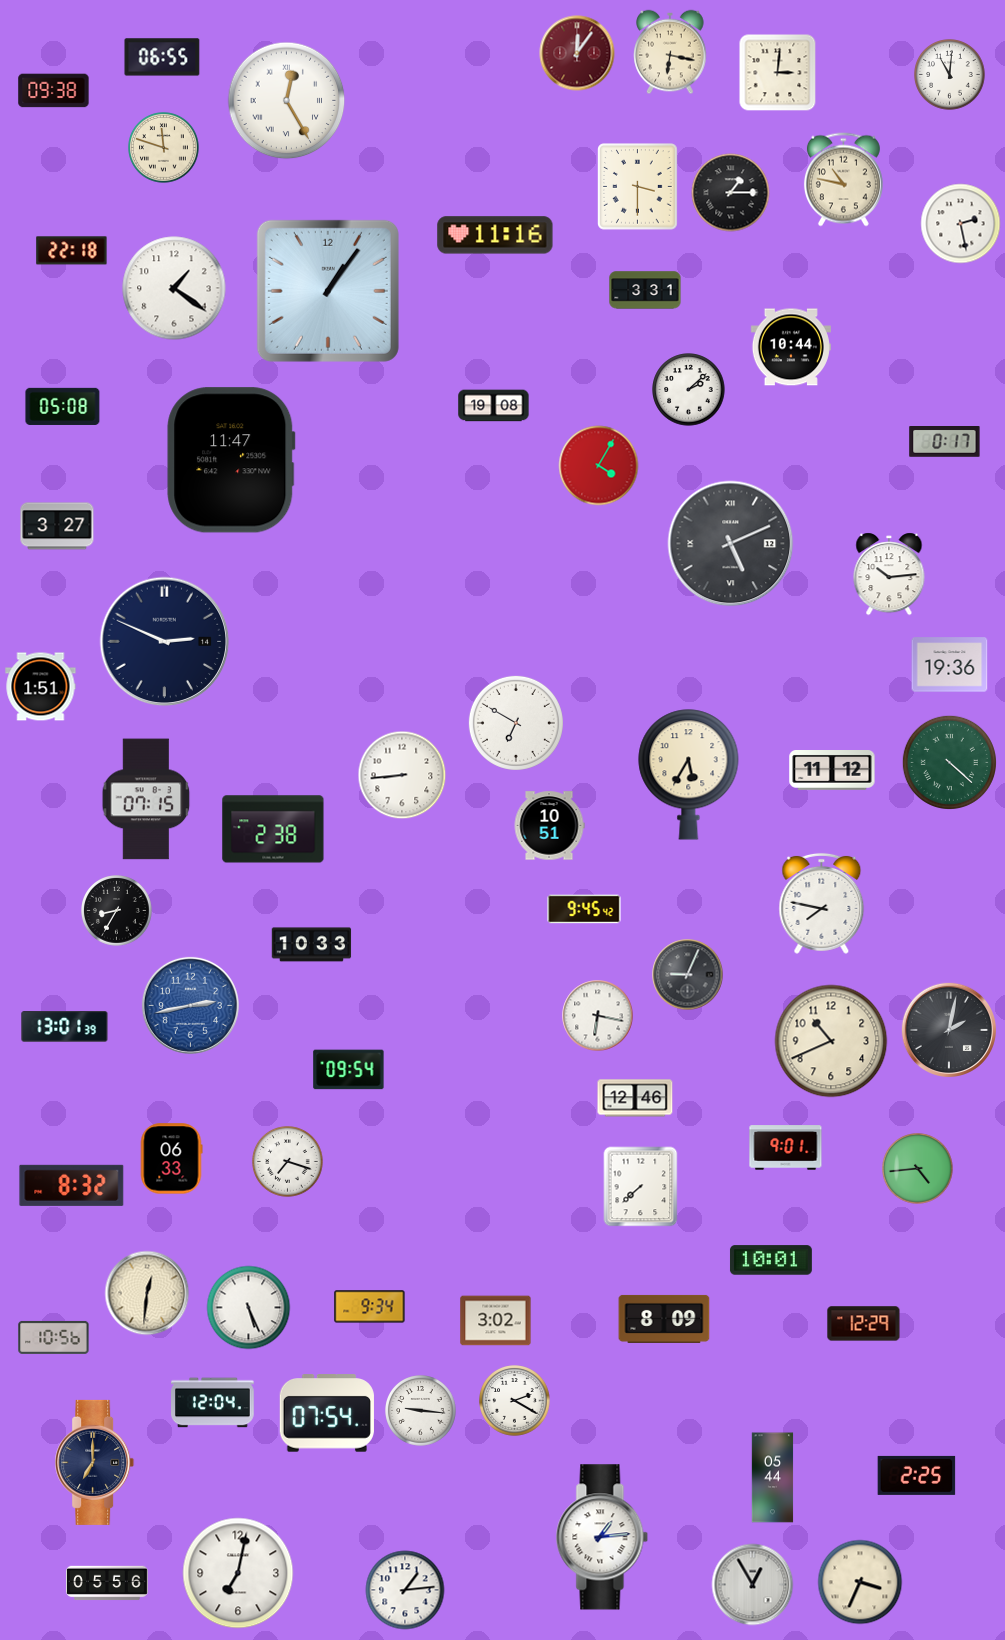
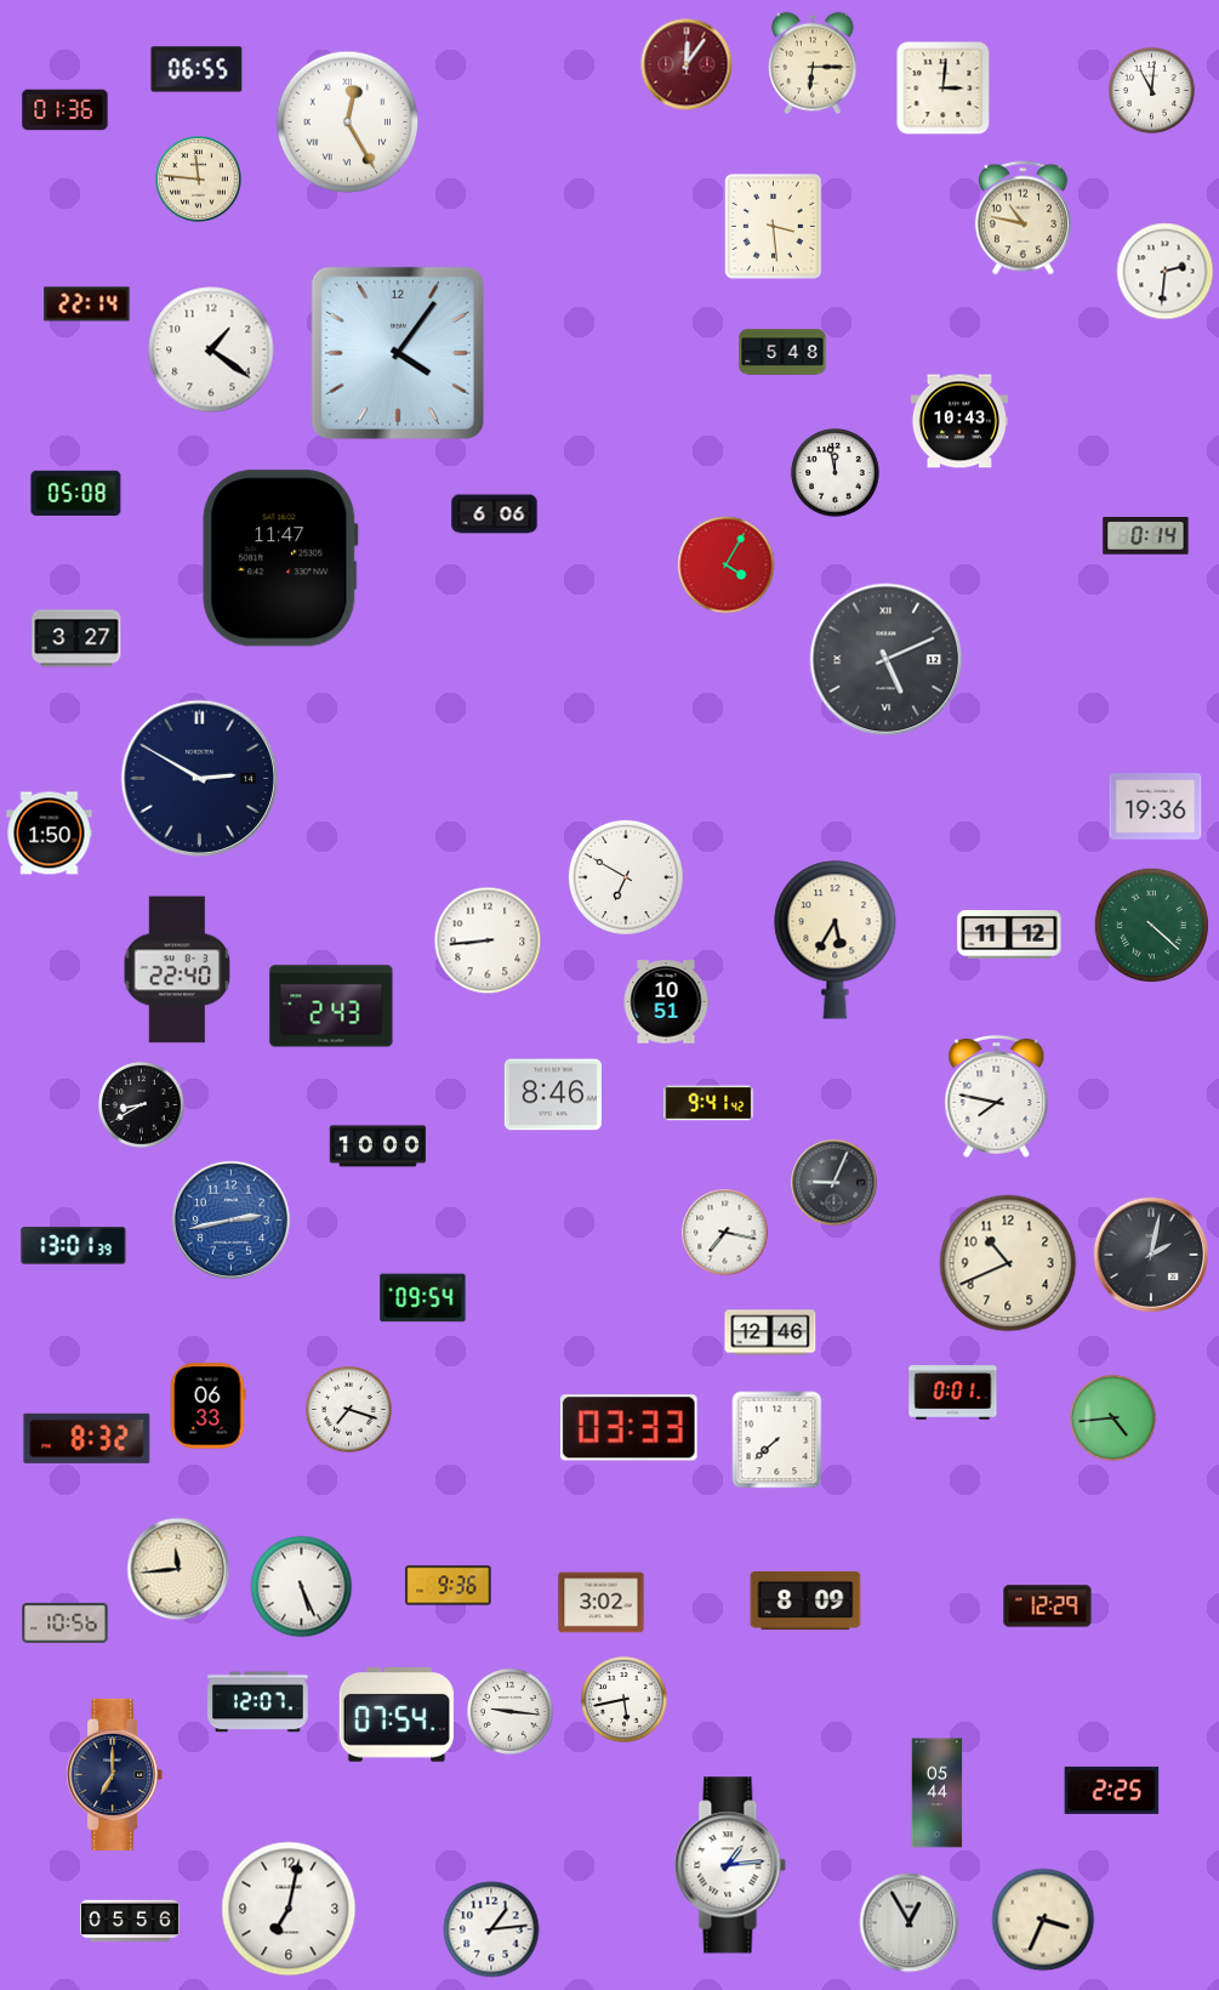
clock at (670, 52): 6:17 -> 6:15
clock at (577, 53) position: (577, 53) -> (687, 64)
clock at (54, 91): 09:38 -> 01:36
clock at (164, 148): 11:48 -> 11:46
clock at (638, 187): 3:30 -> 3:29
clock at (731, 193): 1:15 -> none
clock at (961, 224): 2:28 -> 2:31
clock at (495, 235): 11:16 -> none
clock at (72, 251): 22:18 -> 22:14
clock at (645, 290): 3:31 -> 5:48
clock at (328, 291): 1:06 -> 4:06
clock at (791, 347): 10:44 -> 10:43
clock at (689, 390): 2:08 -> 11:58
clock at (494, 406): 19:08 -> none
clock at (495, 514): none -> 6:06
clock at (945, 442): 0:17 -> 0:14
clock at (57, 526) position: (57, 526) -> (76, 638)
clock at (889, 574): 10:14 -> none
clock at (165, 642): 2:49 -> 2:50
clock at (950, 665) position: (950, 665) -> (1156, 807)
clock at (41, 687): 1:51 -> 1:50
clock at (146, 799): 07:15 -> 22:40
clock at (273, 829): 2:38 -> 2:43
clock at (553, 1094): none -> 8:46
clock at (584, 909): 9:45 -> 9:41
clock at (117, 911): 8:35 -> 8:40
clock at (312, 945): 10:33 -> 10:00
clock at (598, 1016): 6:17 -> 7:17
clock at (65, 1027) position: (65, 1027) -> (74, 1246)
clock at (949, 1030) position: (949, 1030) -> (1151, 1255)
clock at (786, 1148): 9:01 -> 0:01
clock at (628, 1428): none -> 03:33
clock at (771, 1260): 10:01 -> none
clock at (147, 1293): 12:31 -> 11:44
clock at (370, 1307): 9:34 -> 9:36
clock at (515, 1401): 2:20 -> 5:43
clock at (213, 1403): 12:04 -> 12:07
clock at (753, 1585) position: (753, 1585) -> (910, 1923)
